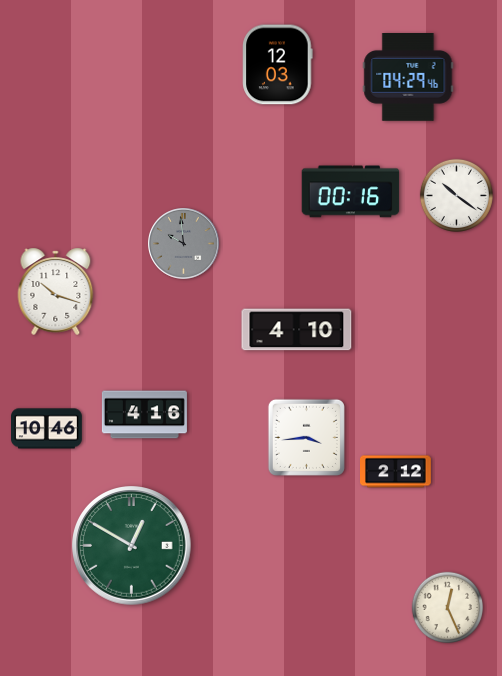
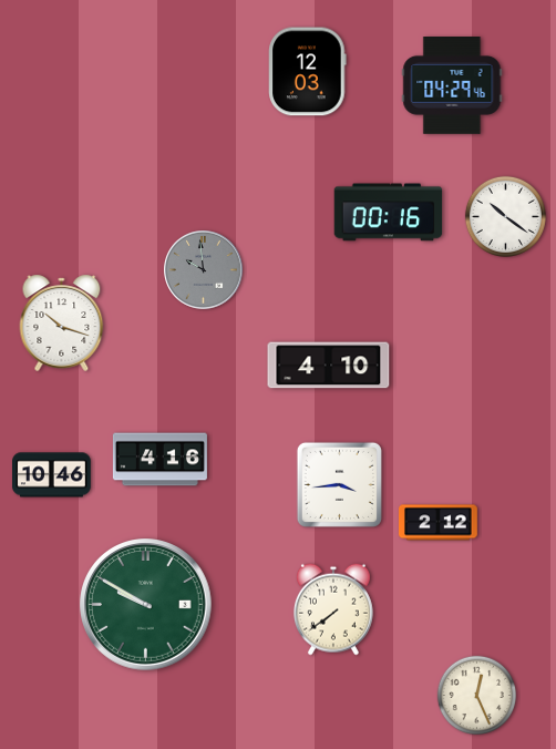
clock at (132, 546): 12:50 -> 9:50
clock at (333, 609): none -> 7:39
clock at (448, 608) position: (448, 608) -> (477, 696)
